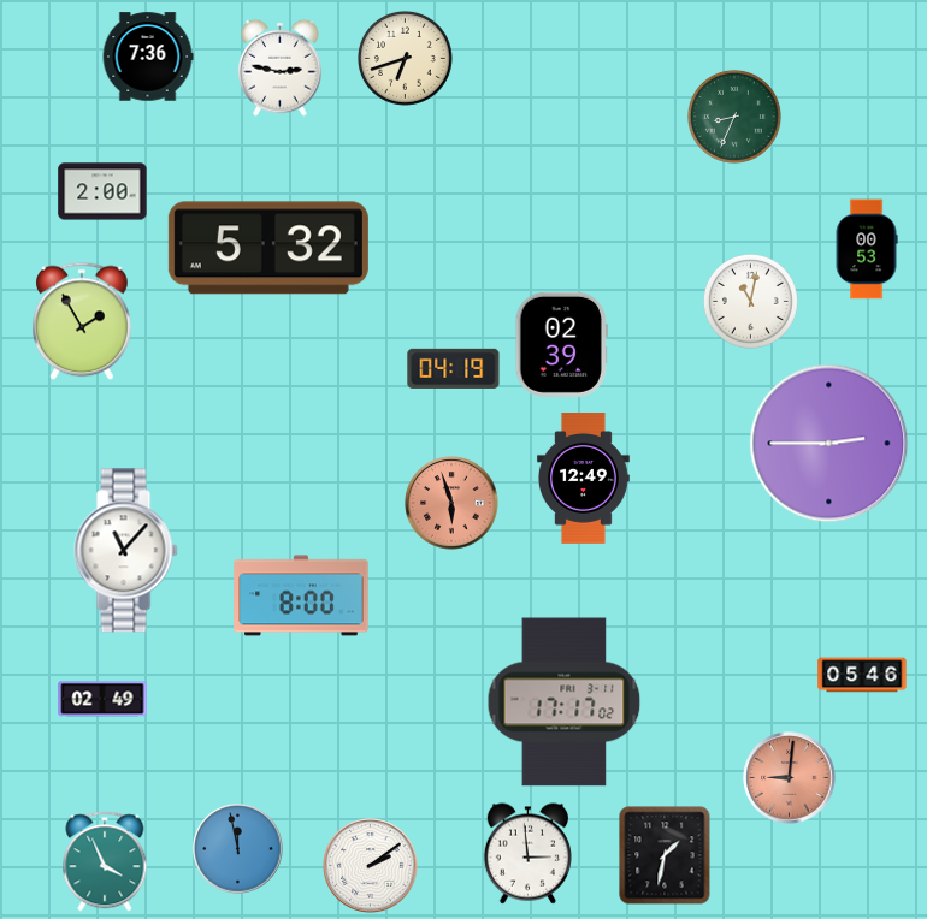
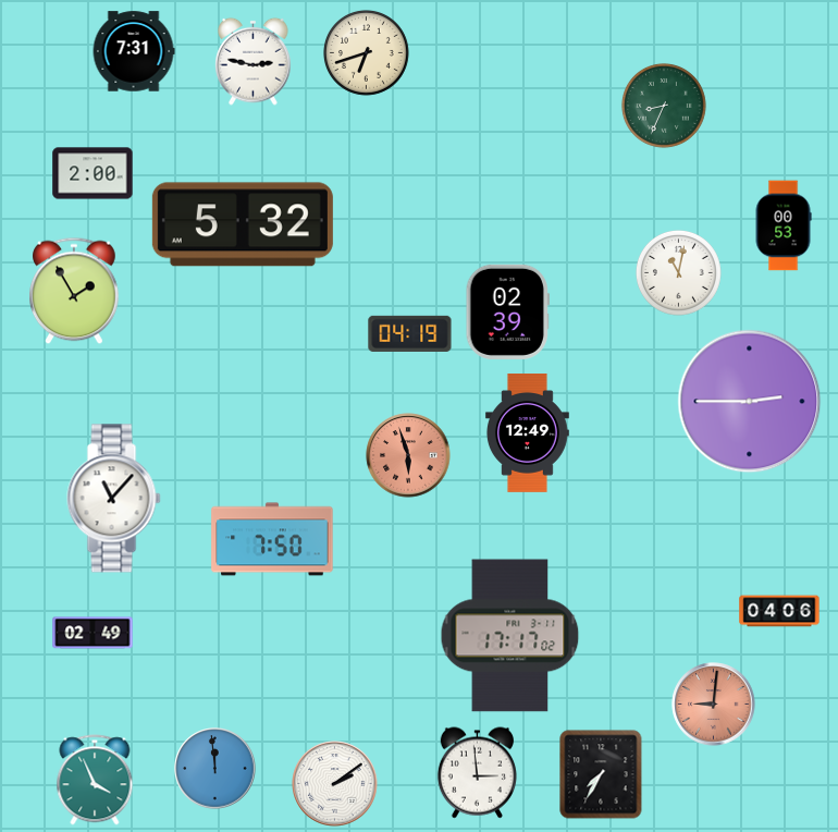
clock at (148, 57): 7:36 -> 7:31
clock at (301, 595): 8:00 -> 7:50
clock at (862, 675): 05:46 -> 04:06
clock at (238, 849): 11:58 -> 11:59
clock at (665, 855): 1:32 -> 7:35
